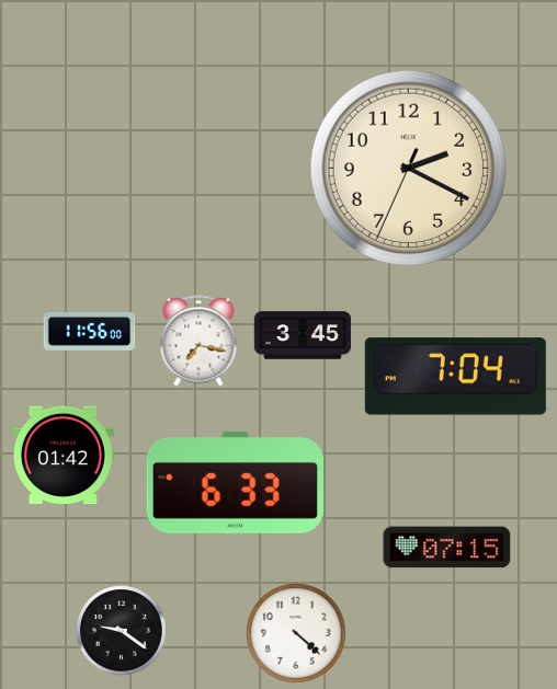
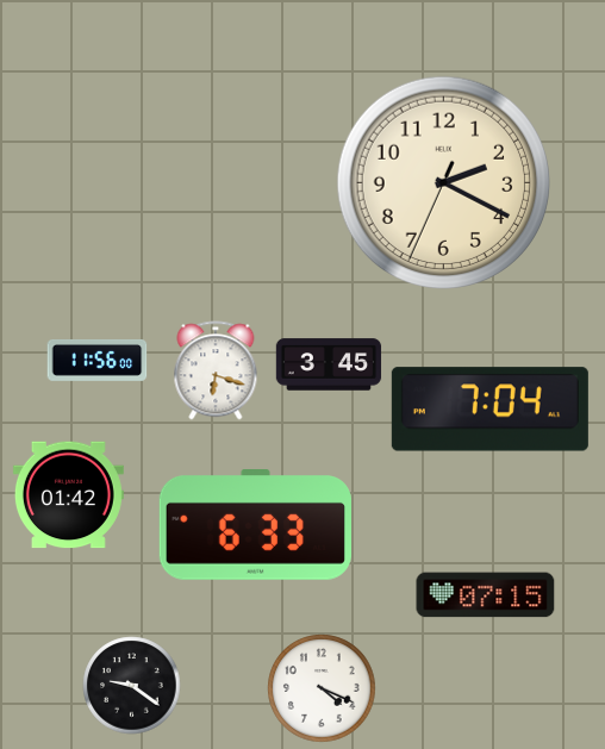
clock at (198, 341): 7:17 -> 6:18
clock at (455, 377) position: (455, 377) -> (489, 410)
clock at (296, 633): 4:22 -> 4:19
